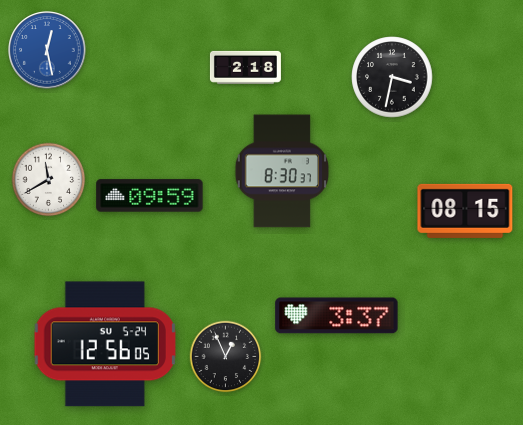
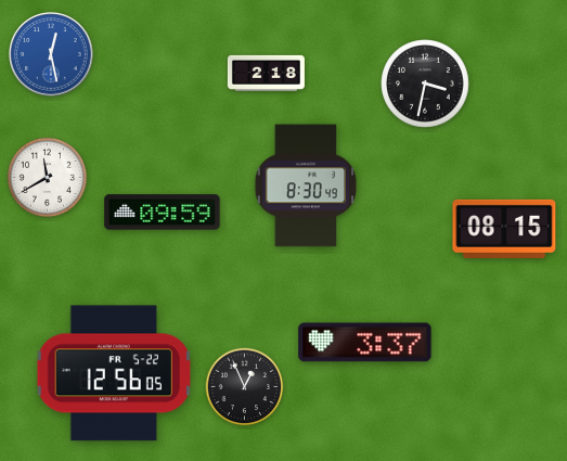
clock at (282, 171): 8:30:37 -> 8:30:49
clock at (49, 180) position: (49, 180) -> (48, 178)
clock at (105, 344) date: SU 5-24 -> FR 5-22
